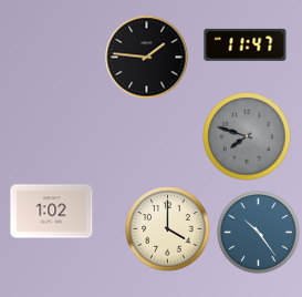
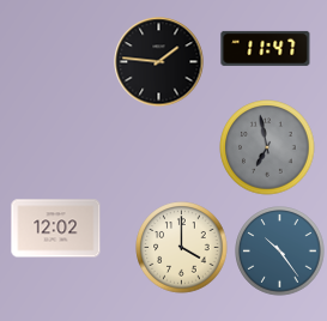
clock at (247, 136): 7:48 -> 6:58
clock at (52, 212): 1:02 -> 12:02
